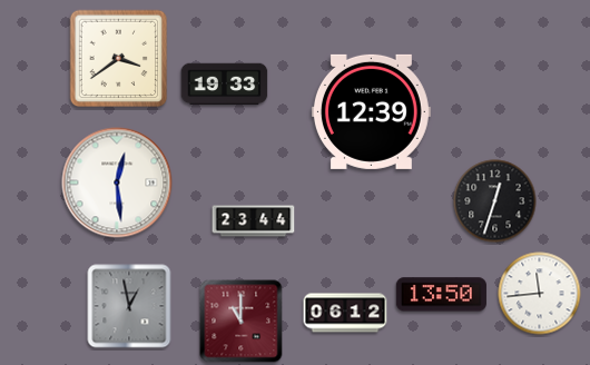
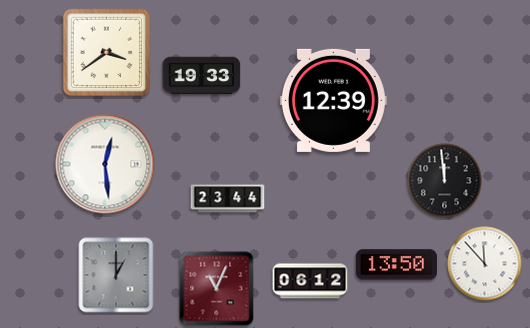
clock at (495, 201): 12:33 -> 11:59
clock at (540, 294): 11:44 -> 11:53
clock at (129, 306): 12:58 -> 1:00
clock at (242, 322): 11:00 -> 11:04
